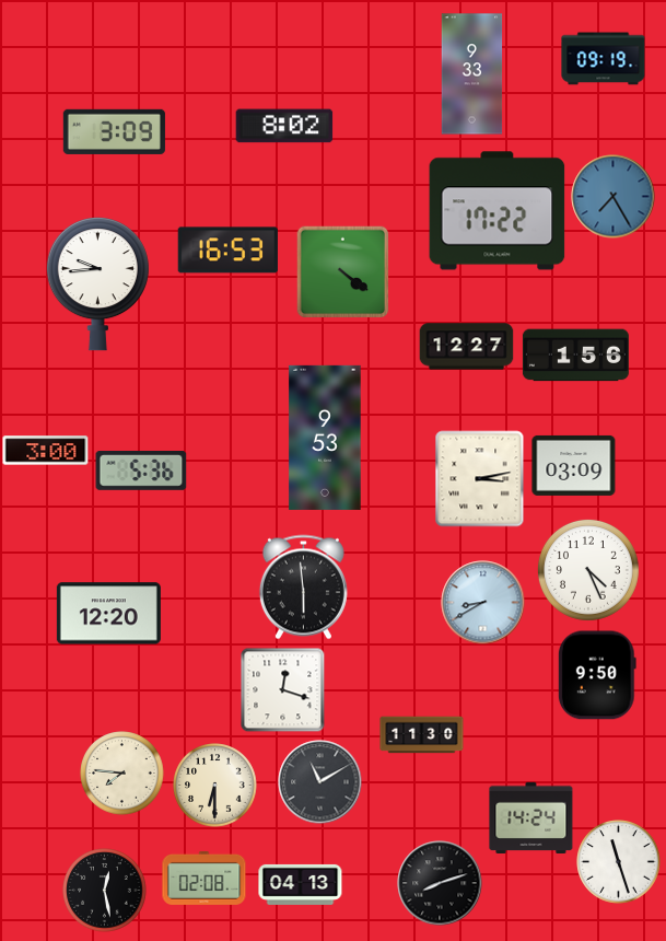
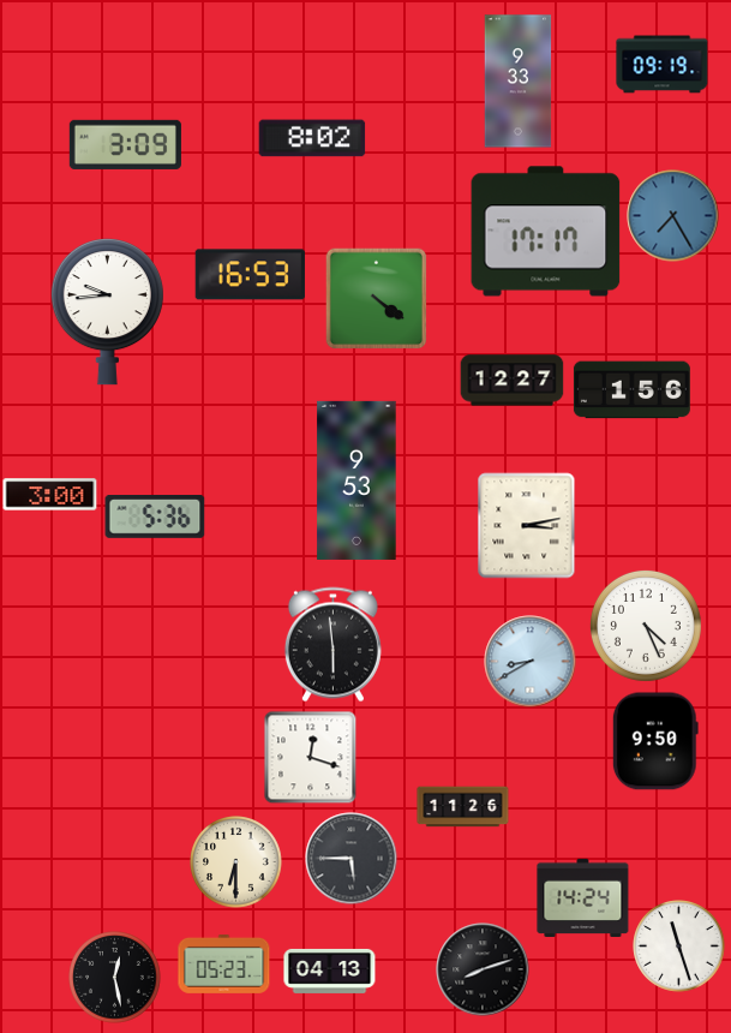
clock at (498, 211): 17:22 -> 17:17
clock at (574, 465): 03:09 -> none
clock at (108, 614): 12:20 -> none
clock at (422, 735): 11:30 -> 11:26
clock at (122, 774): 7:46 -> none
clock at (320, 782): 11:10 -> 5:45
clock at (205, 878): 02:08 -> 05:23
